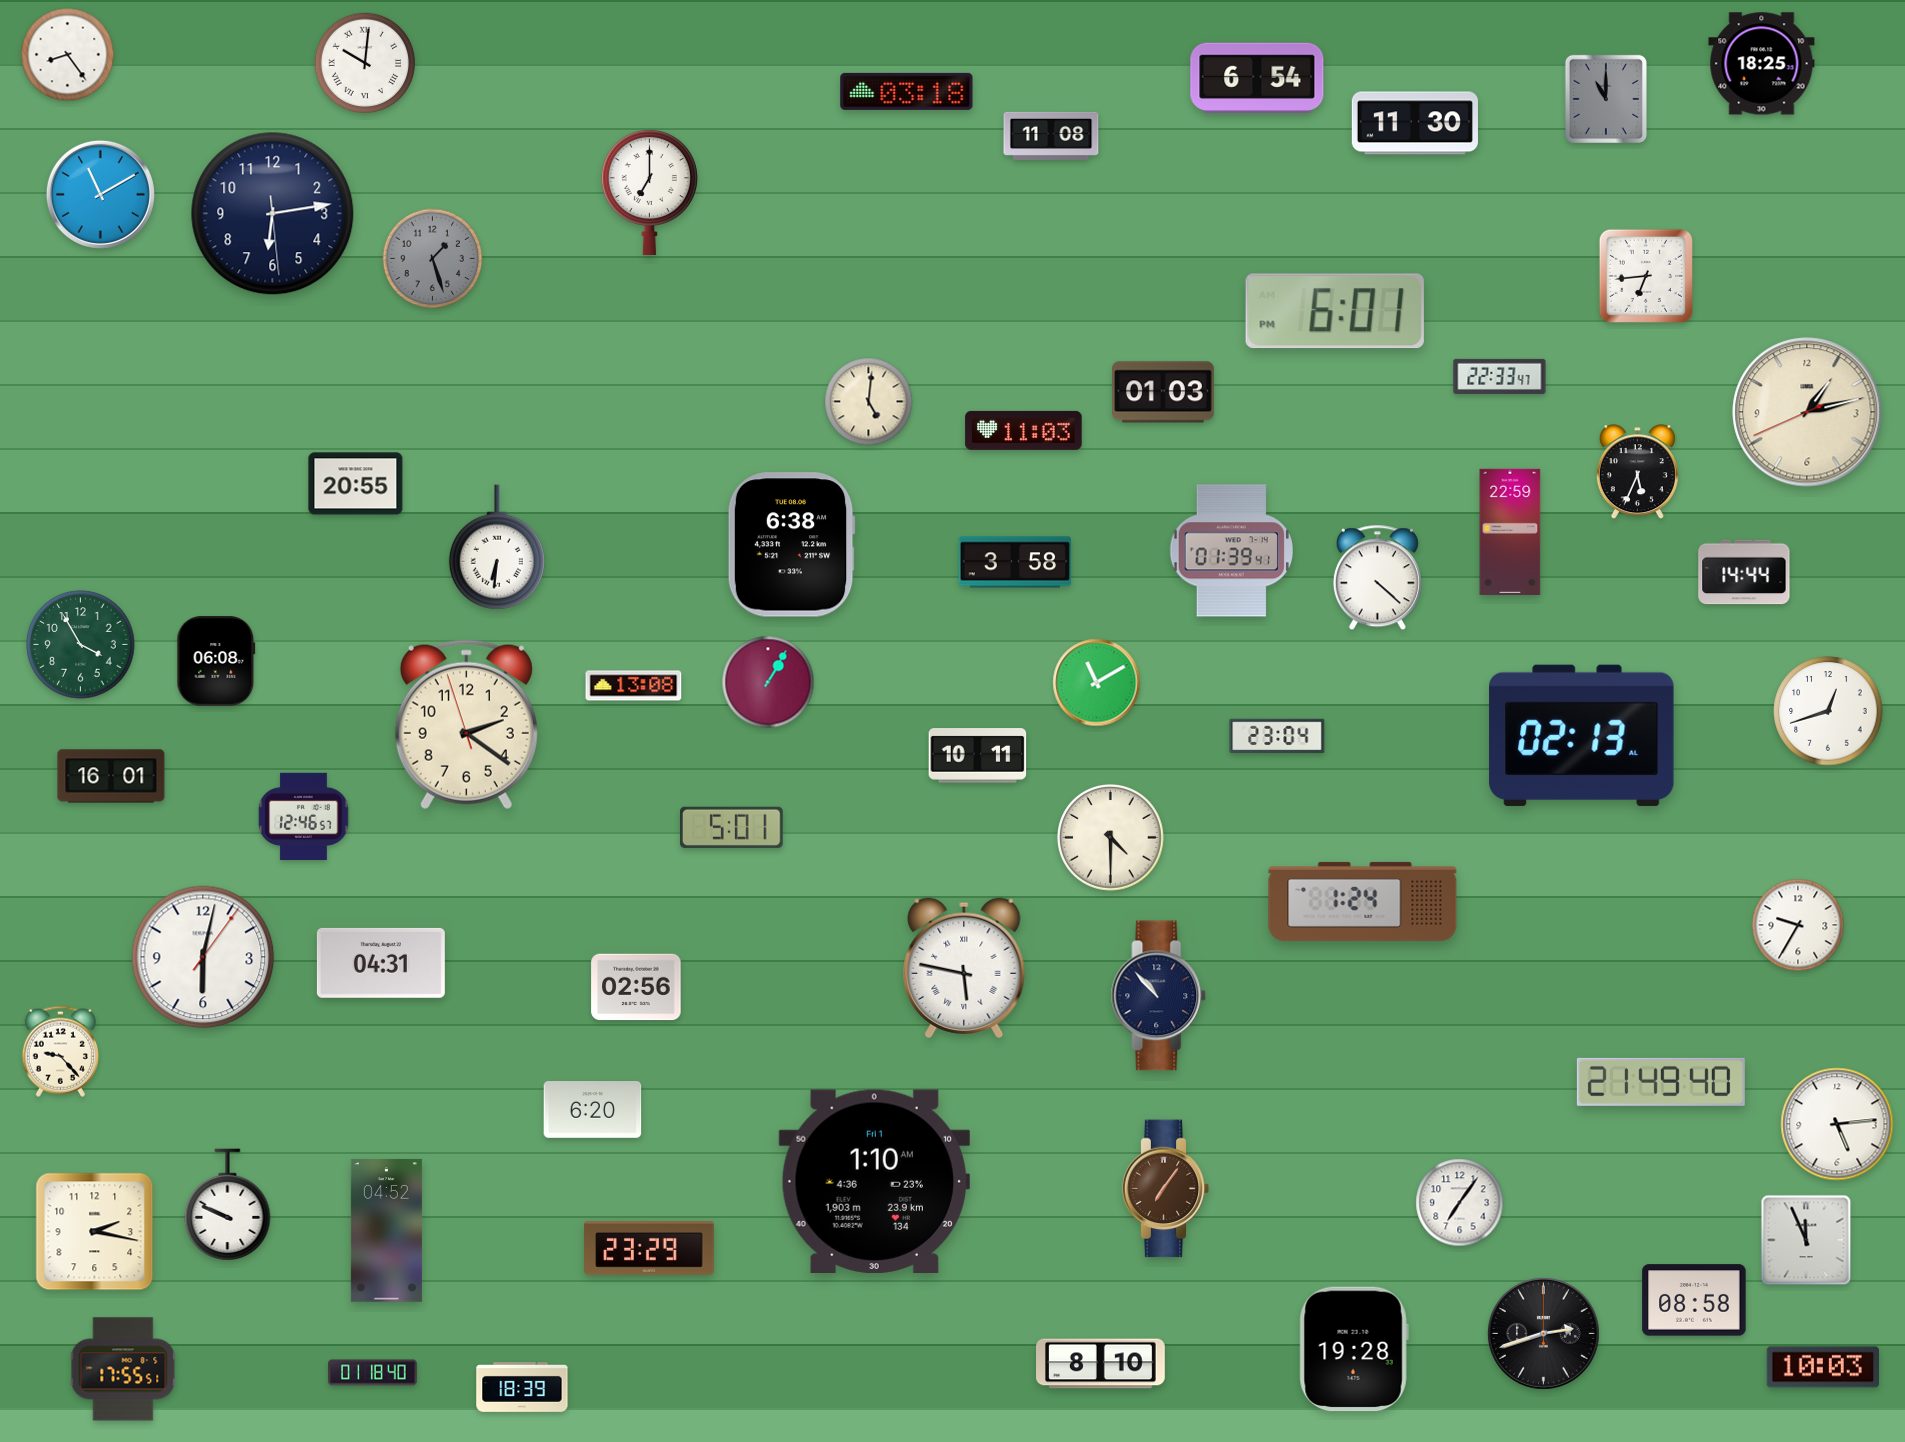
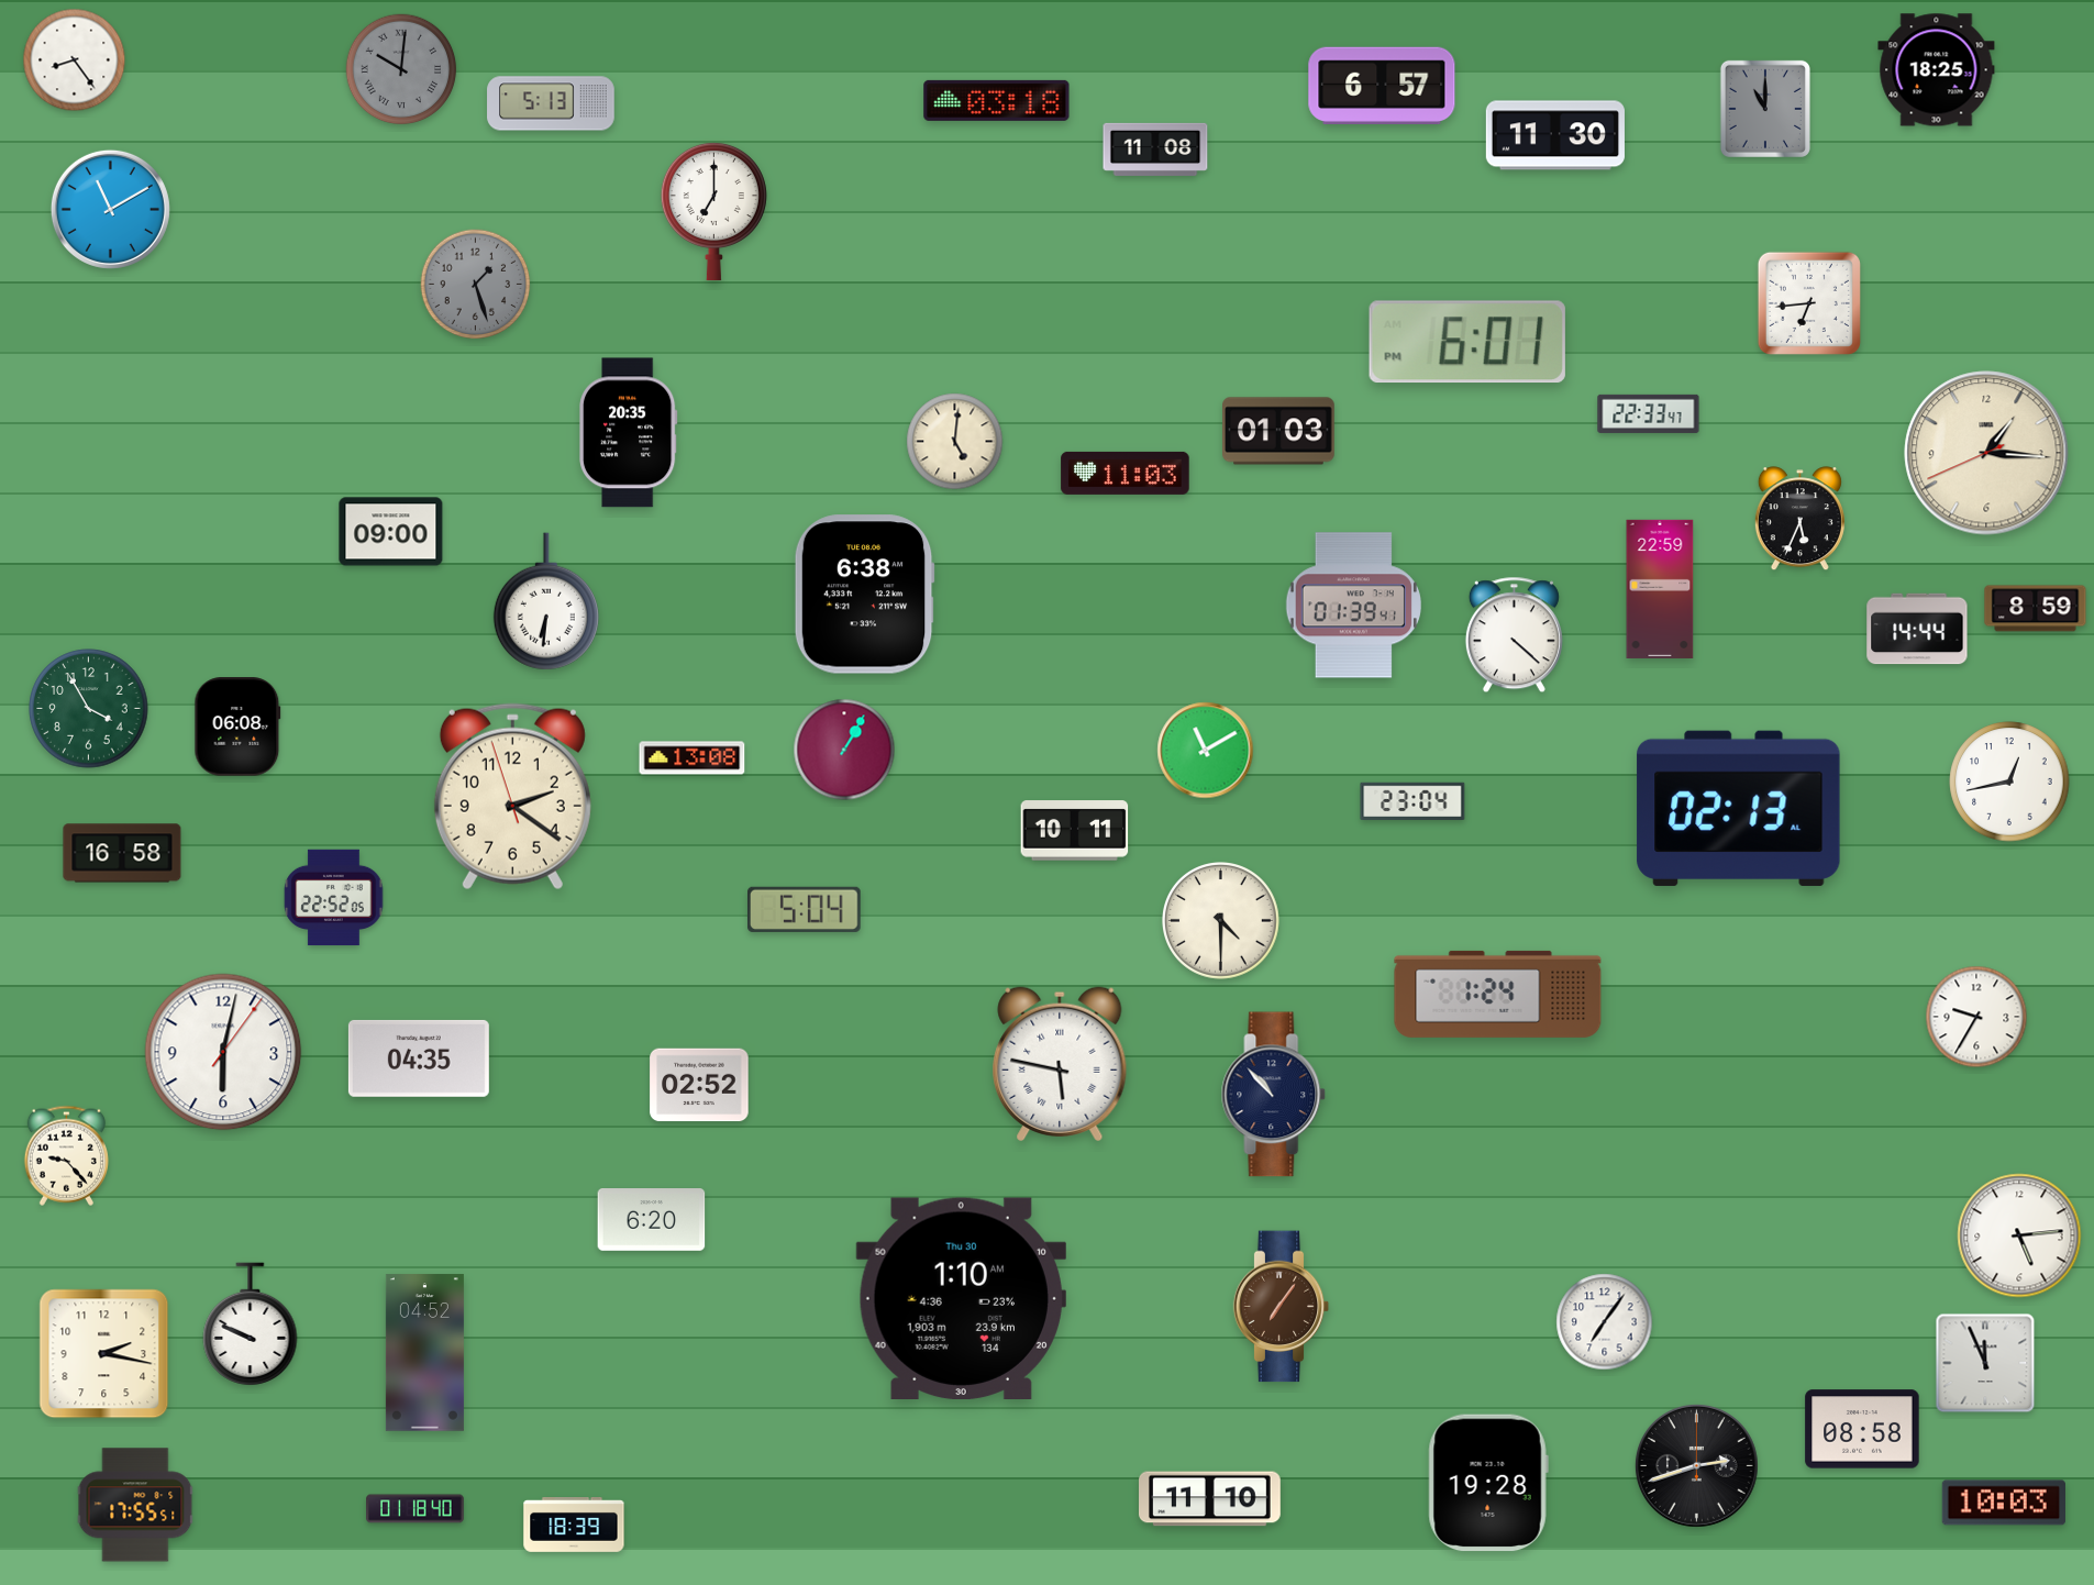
clock at (365, 63) dial: white -> grey
clock at (1257, 77): 6:54 -> 6:57
clock at (551, 103): none -> 5:13
clock at (100, 194) position: (100, 194) -> (110, 209)
clock at (273, 214): 6:13 -> none
clock at (629, 433): none -> 20:35
clock at (1807, 412): 1:12 -> 1:15
clock at (356, 484): 20:55 -> 09:00
clock at (1510, 532) position: (1510, 532) -> (1660, 589)
clock at (791, 545) position: (791, 545) -> (864, 595)
clock at (2036, 609): none -> 8:59
clock at (1015, 562): 3:58 -> none
clock at (634, 686) position: (634, 686) -> (693, 758)
clock at (1828, 711): 12:42 -> 12:43
clock at (1277, 736) position: (1277, 736) -> (1412, 801)
clock at (111, 776): 16:01 -> 16:58
clock at (304, 817): 12:46 -> 22:52
clock at (732, 827): 5:01 -> 5:04
clock at (1363, 901) position: (1363, 901) -> (1498, 994)
clock at (381, 963): 04:31 -> 04:35
clock at (636, 987): 02:56 -> 02:52
clock at (1661, 1082): 21:49 -> none
clock at (874, 1181) date: Fri 1 -> Thu 30
clock at (649, 1249): 23:29 -> none
clock at (1101, 1364): 8:10 -> 11:10
clock at (373, 1373) position: (373, 1373) -> (416, 1509)
